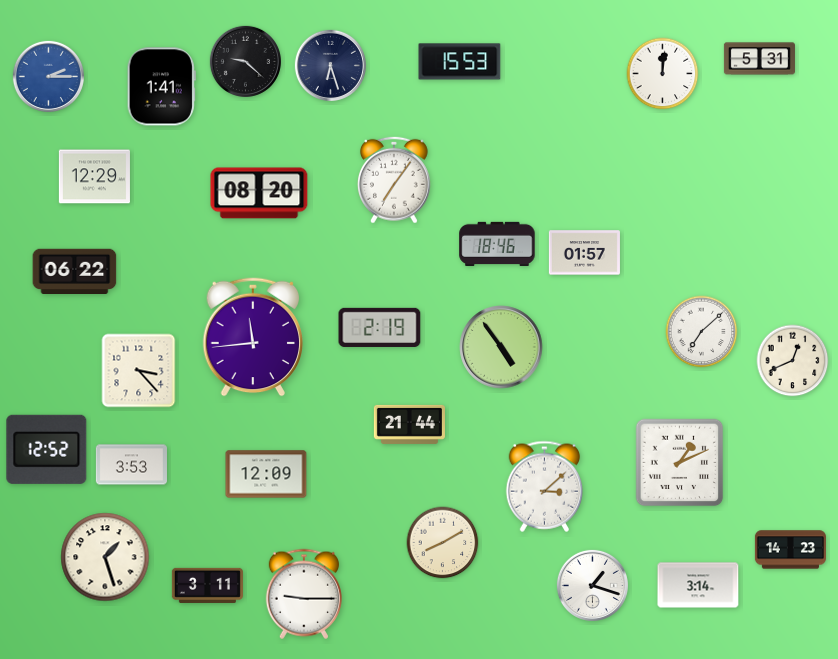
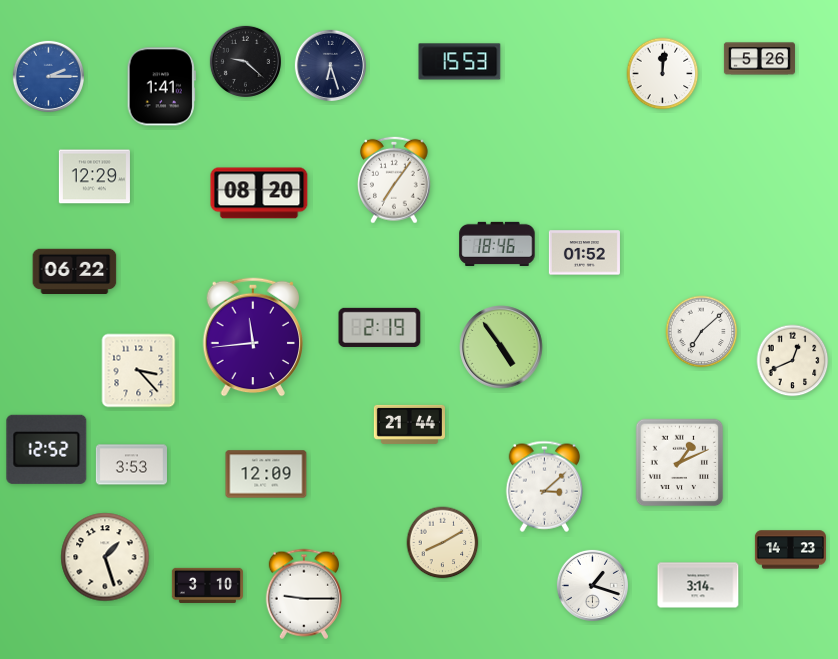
clock at (759, 59): 5:31 -> 5:26
clock at (584, 253): 01:57 -> 01:52
clock at (207, 585): 3:11 -> 3:10
